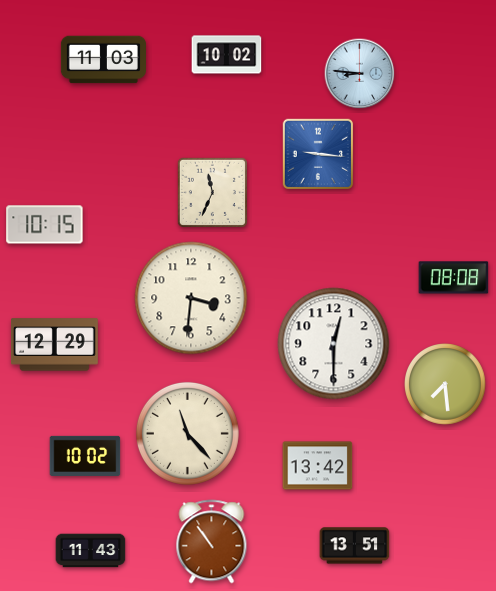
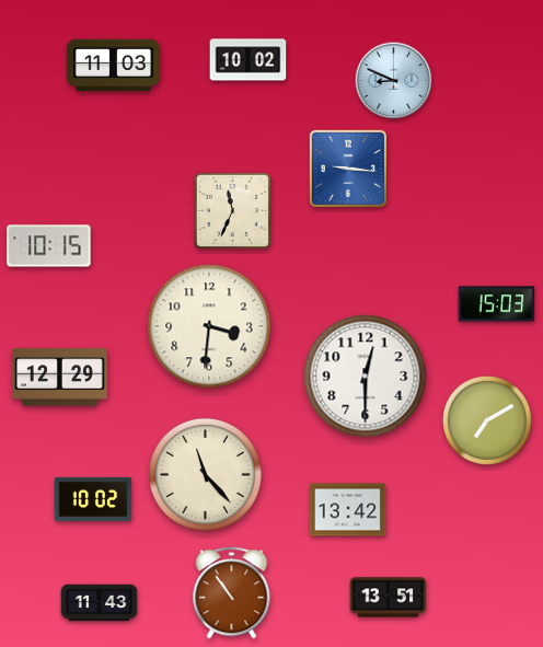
clock at (360, 74): 8:46 -> 8:49
clock at (454, 278): 08:08 -> 15:03
clock at (446, 385): 7:29 -> 7:10
